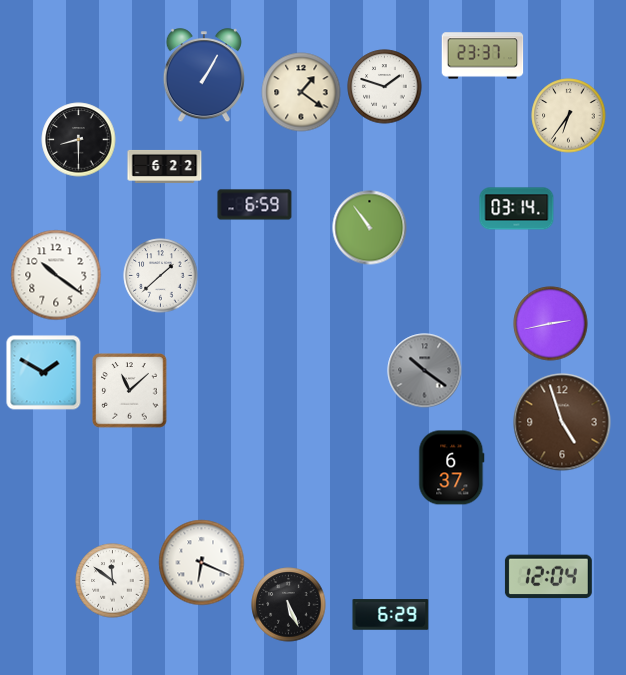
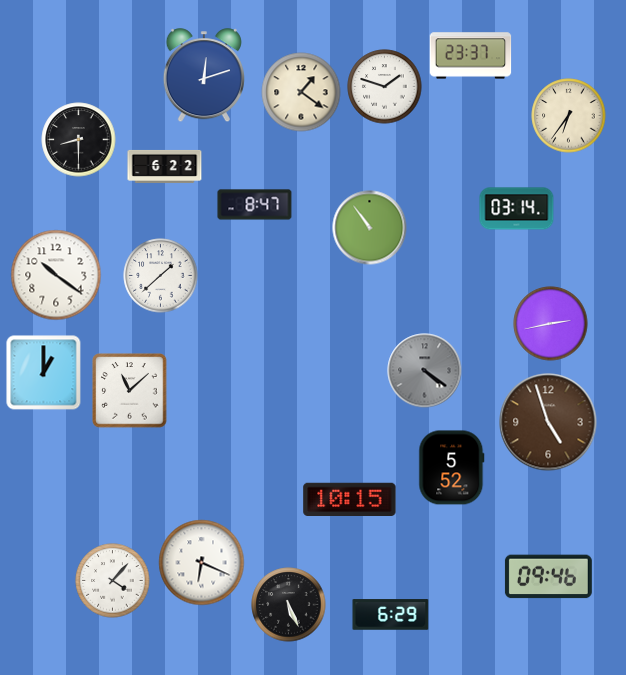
clock at (483, 56) position: (483, 56) -> (471, 56)
clock at (204, 76): 1:05 -> 12:12
clock at (255, 205): 6:59 -> 8:47
clock at (425, 371): 10:21 -> 4:21
clock at (44, 373): 1:50 -> 1:00
clock at (562, 422) position: (562, 422) -> (548, 422)
clock at (452, 468): 6:37 -> 5:52
clock at (350, 500): none -> 10:15
clock at (548, 577): 12:04 -> 09:46
clock at (113, 581): 11:51 -> 4:07
